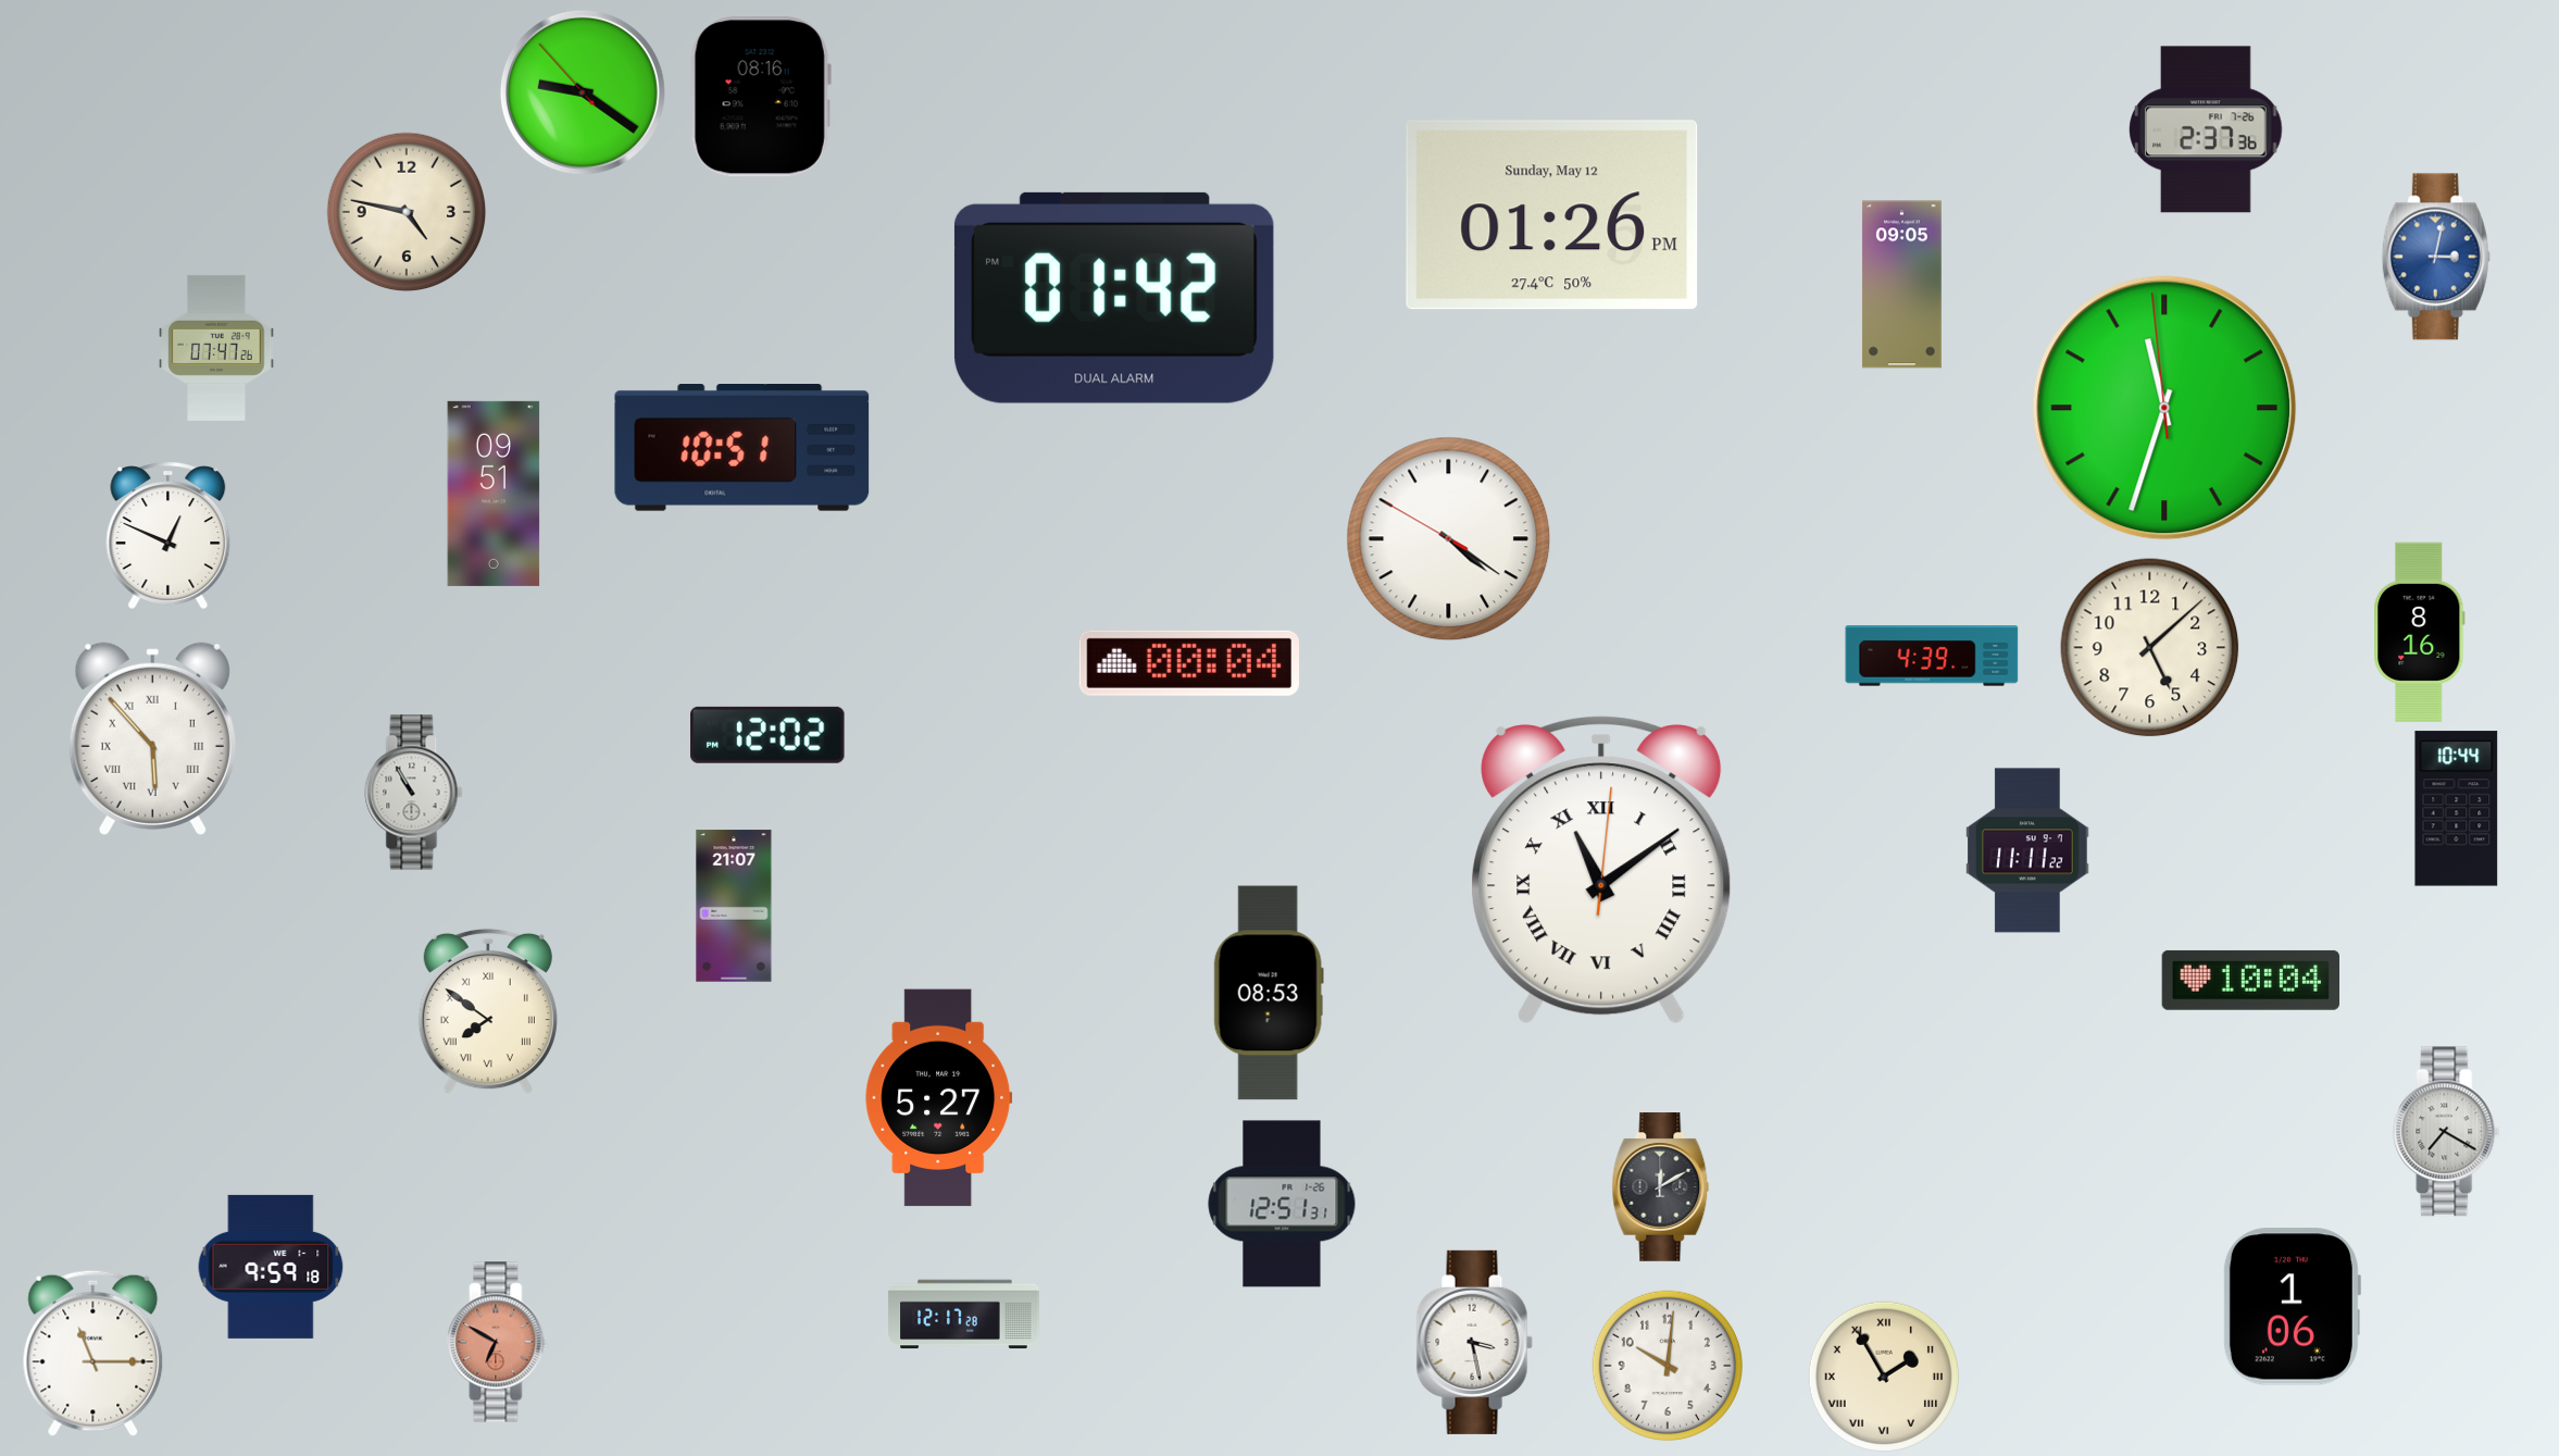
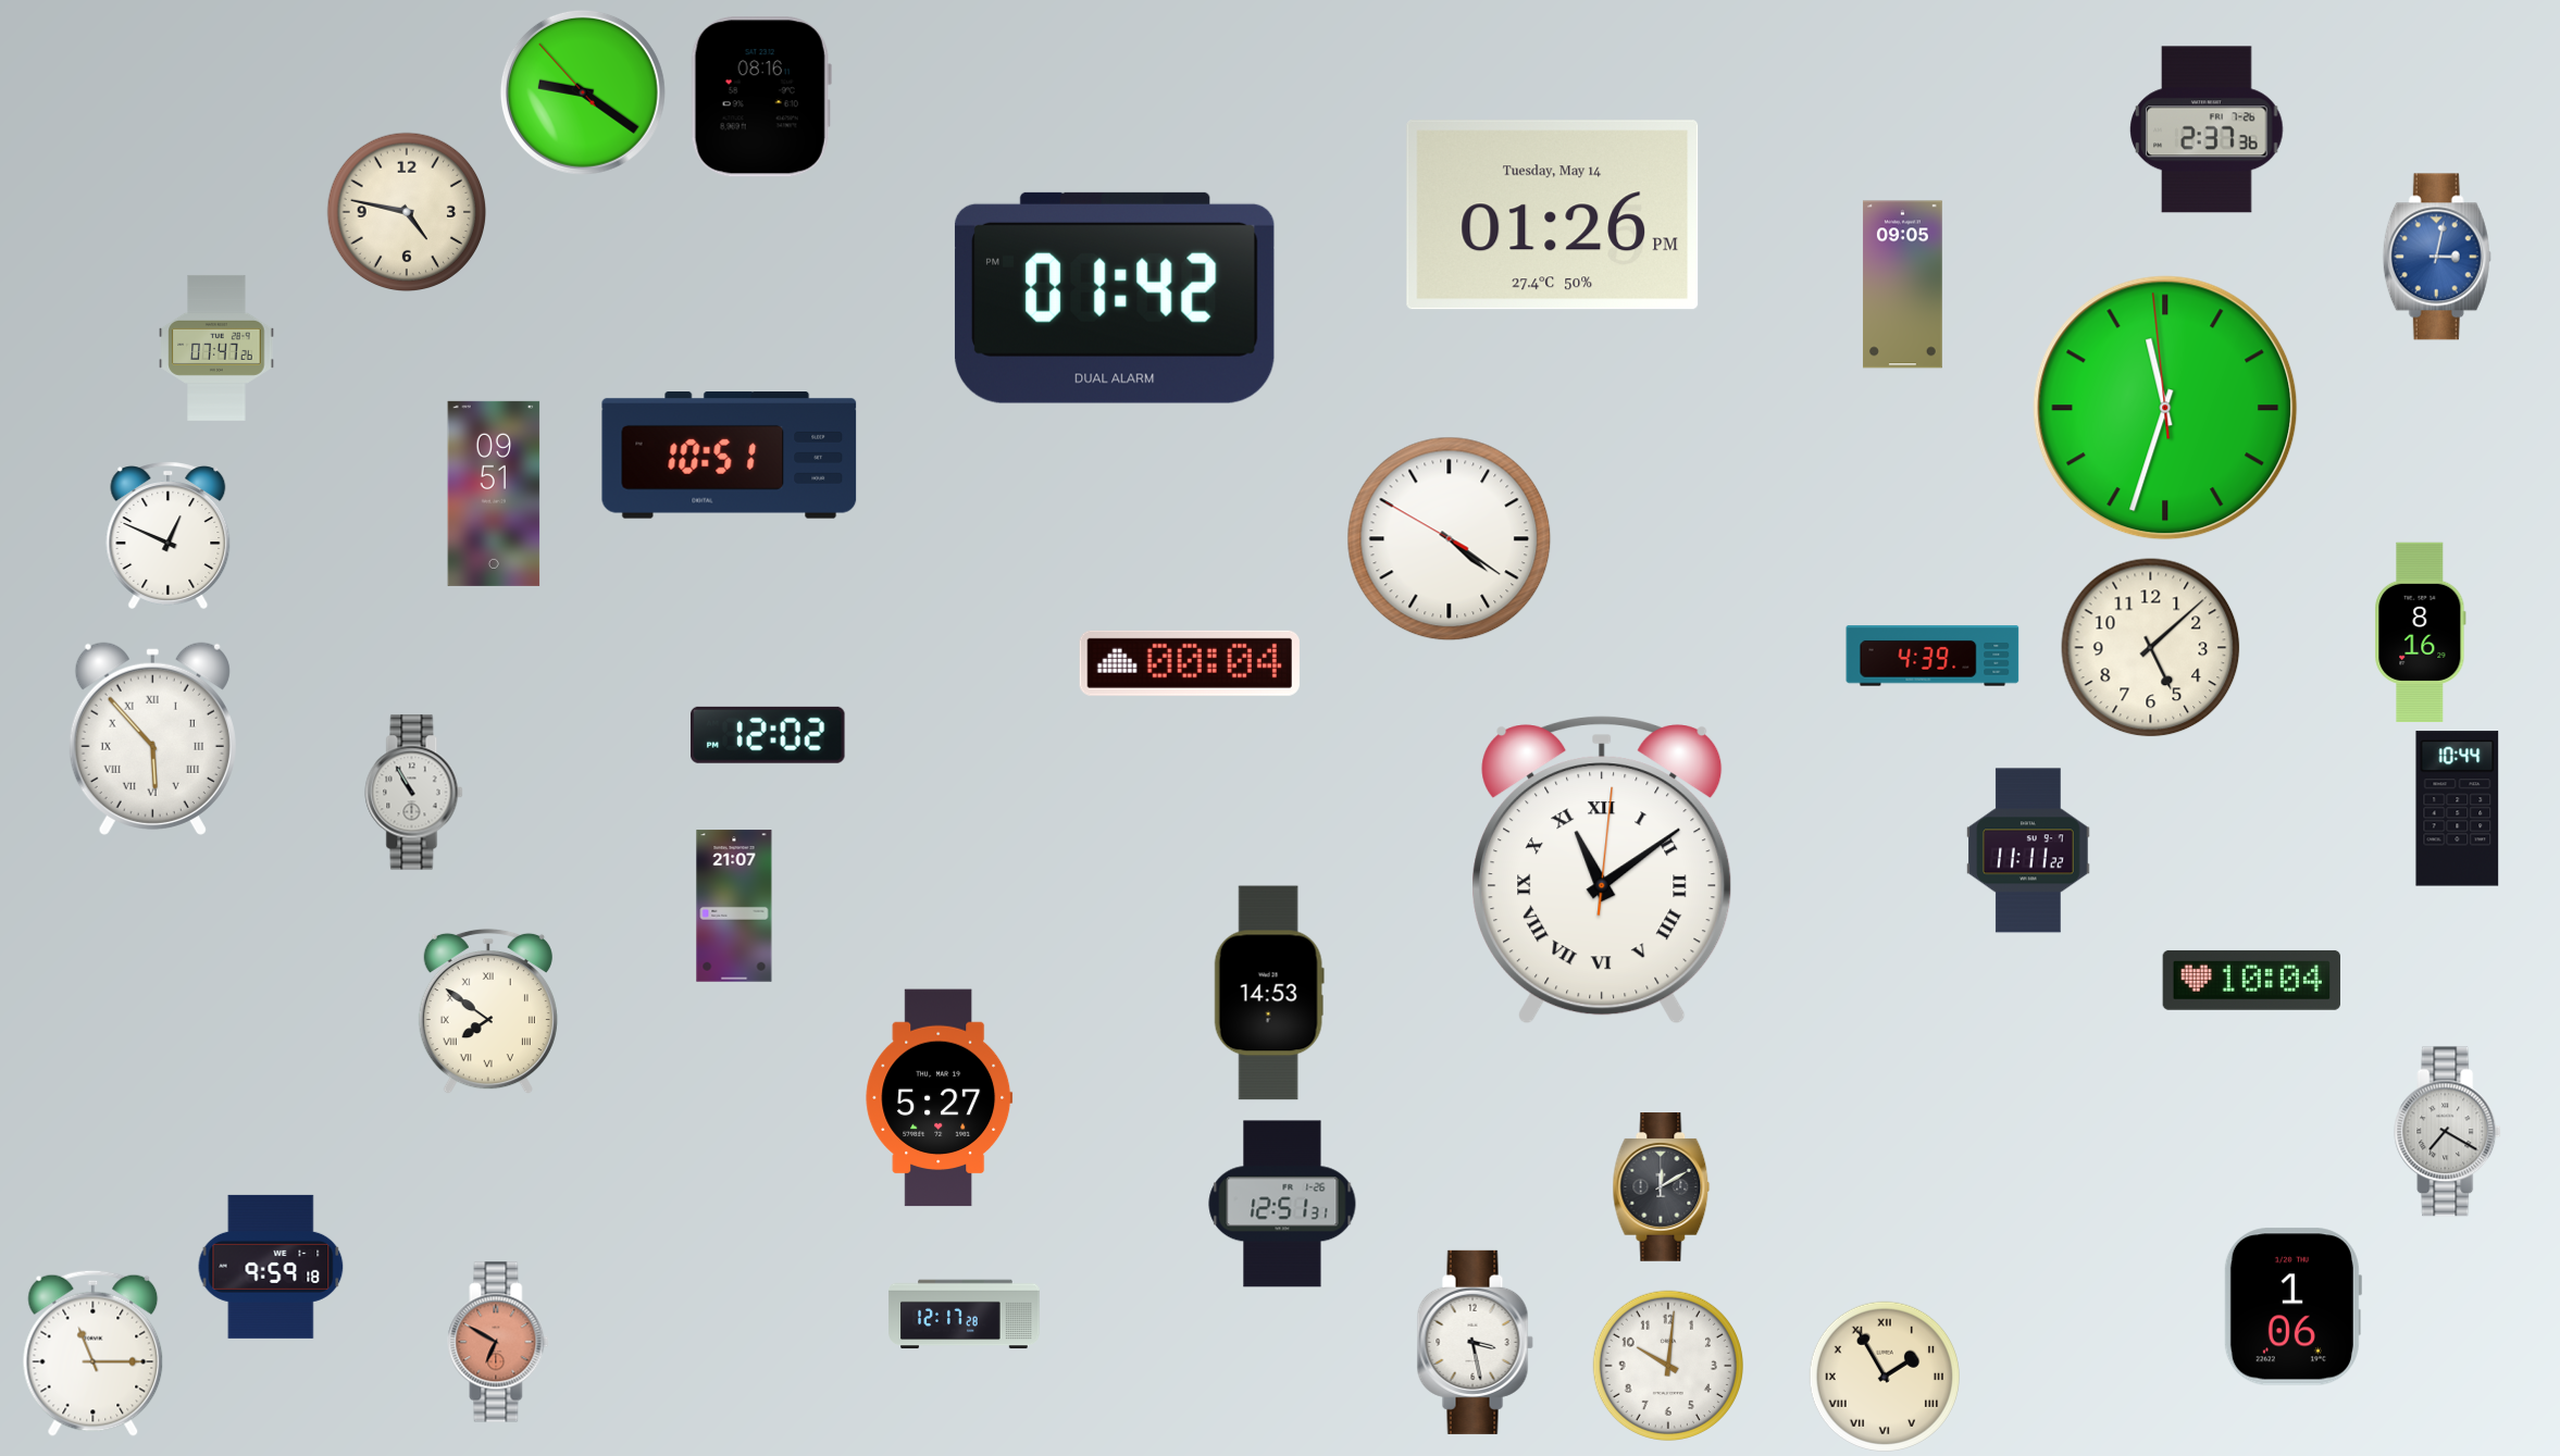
clock at (1552, 215) date: Sunday, May 12 -> Tuesday, May 14
clock at (742, 448) position: (742, 448) -> (730, 456)
clock at (1269, 993): 08:53 -> 14:53
